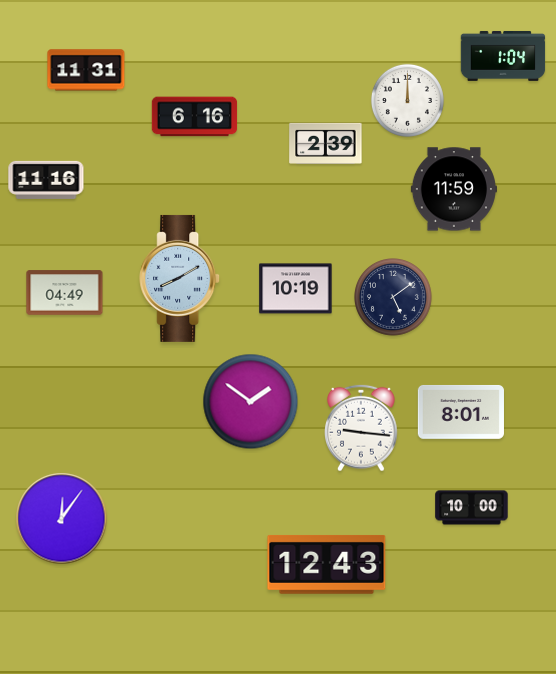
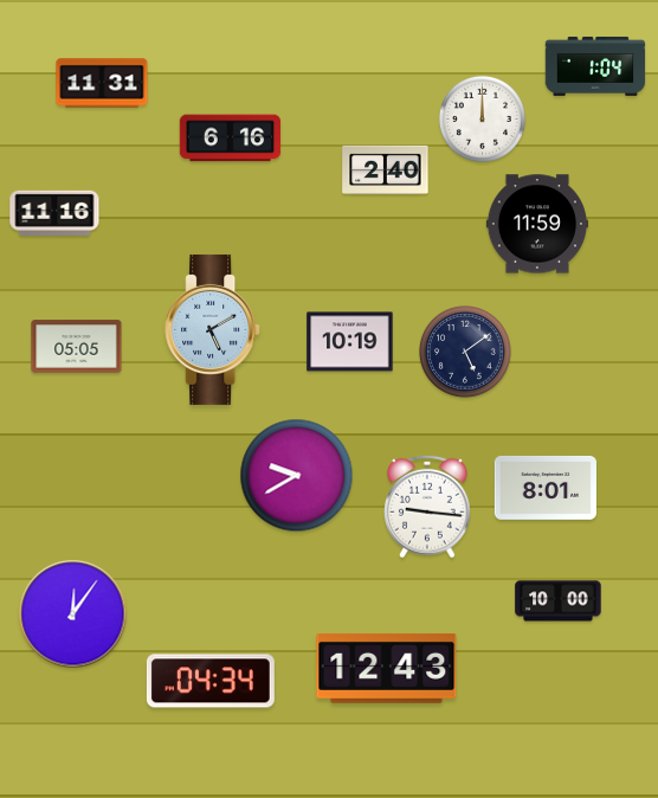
clock at (326, 143): 2:39 -> 2:40
clock at (180, 278): 8:10 -> 5:10
clock at (65, 293): 04:49 -> 05:05
clock at (251, 402): 1:51 -> 9:40
clock at (211, 681): none -> 04:34
